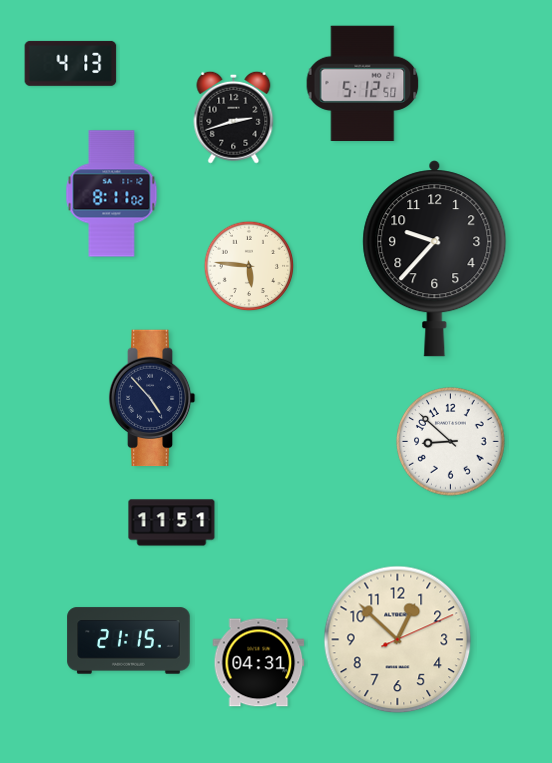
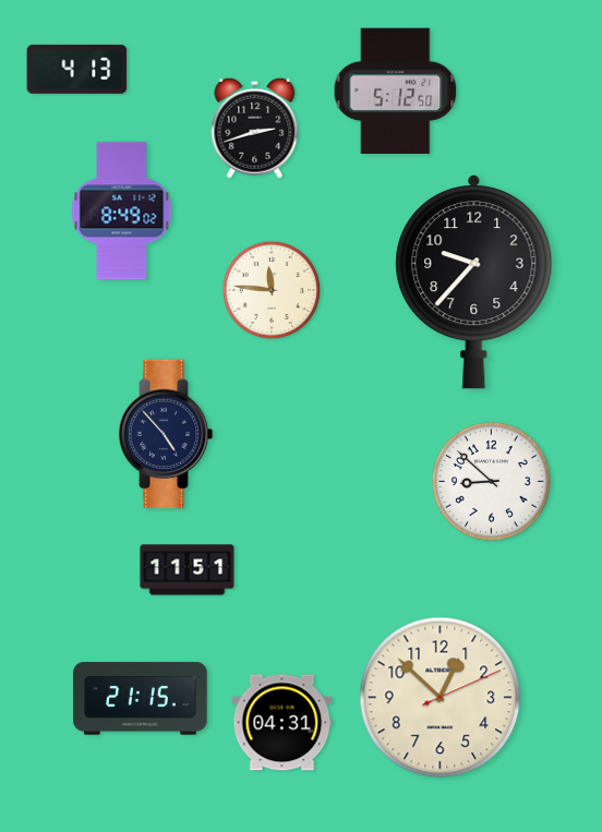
clock at (112, 194): 8:11 -> 8:49
clock at (249, 266): 5:46 -> 11:46
clock at (398, 640) position: (398, 640) -> (441, 698)
